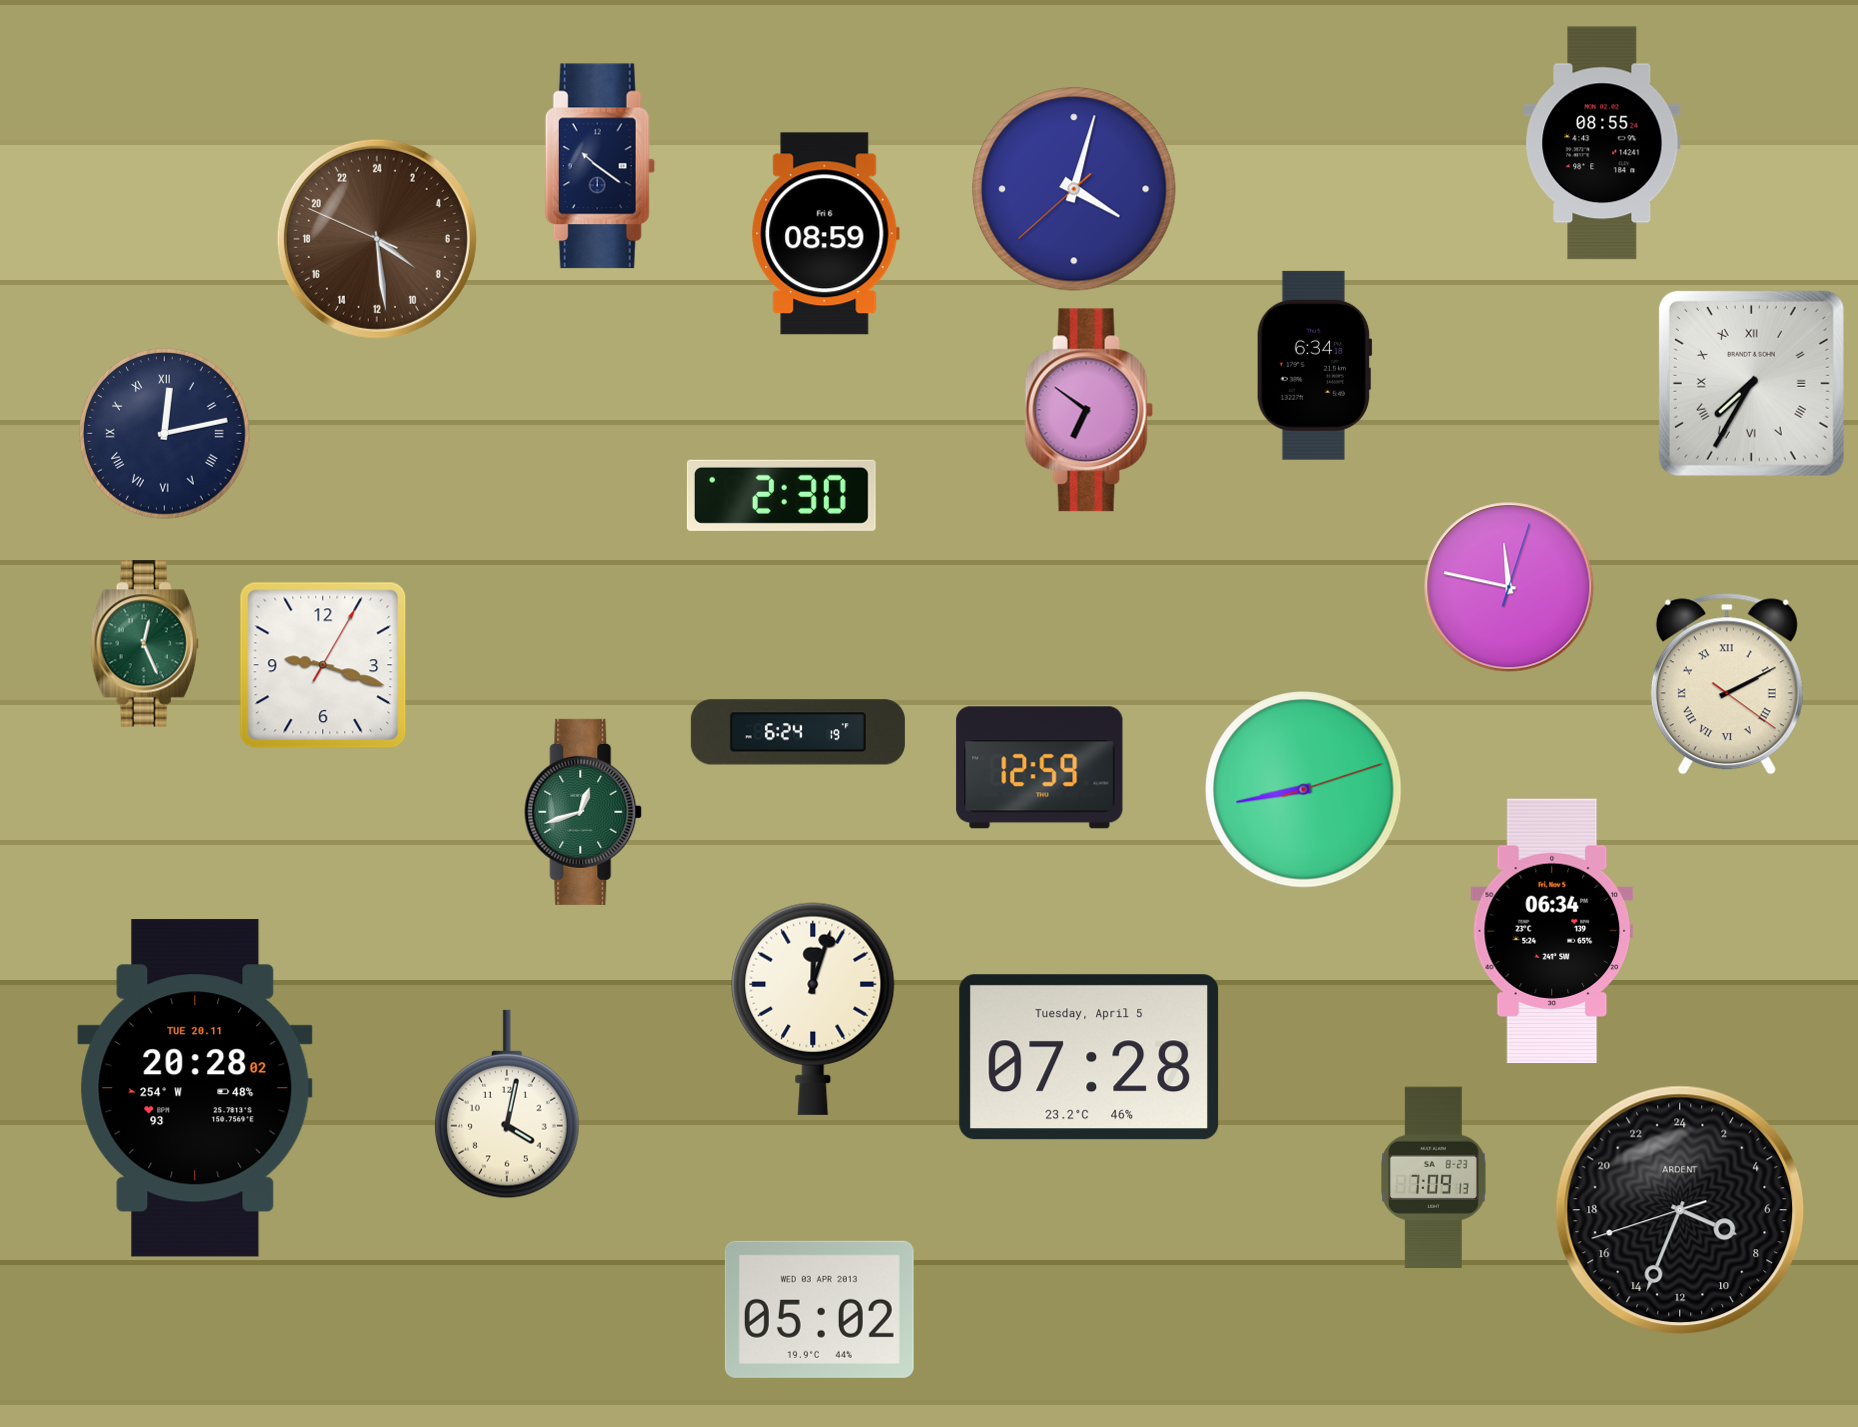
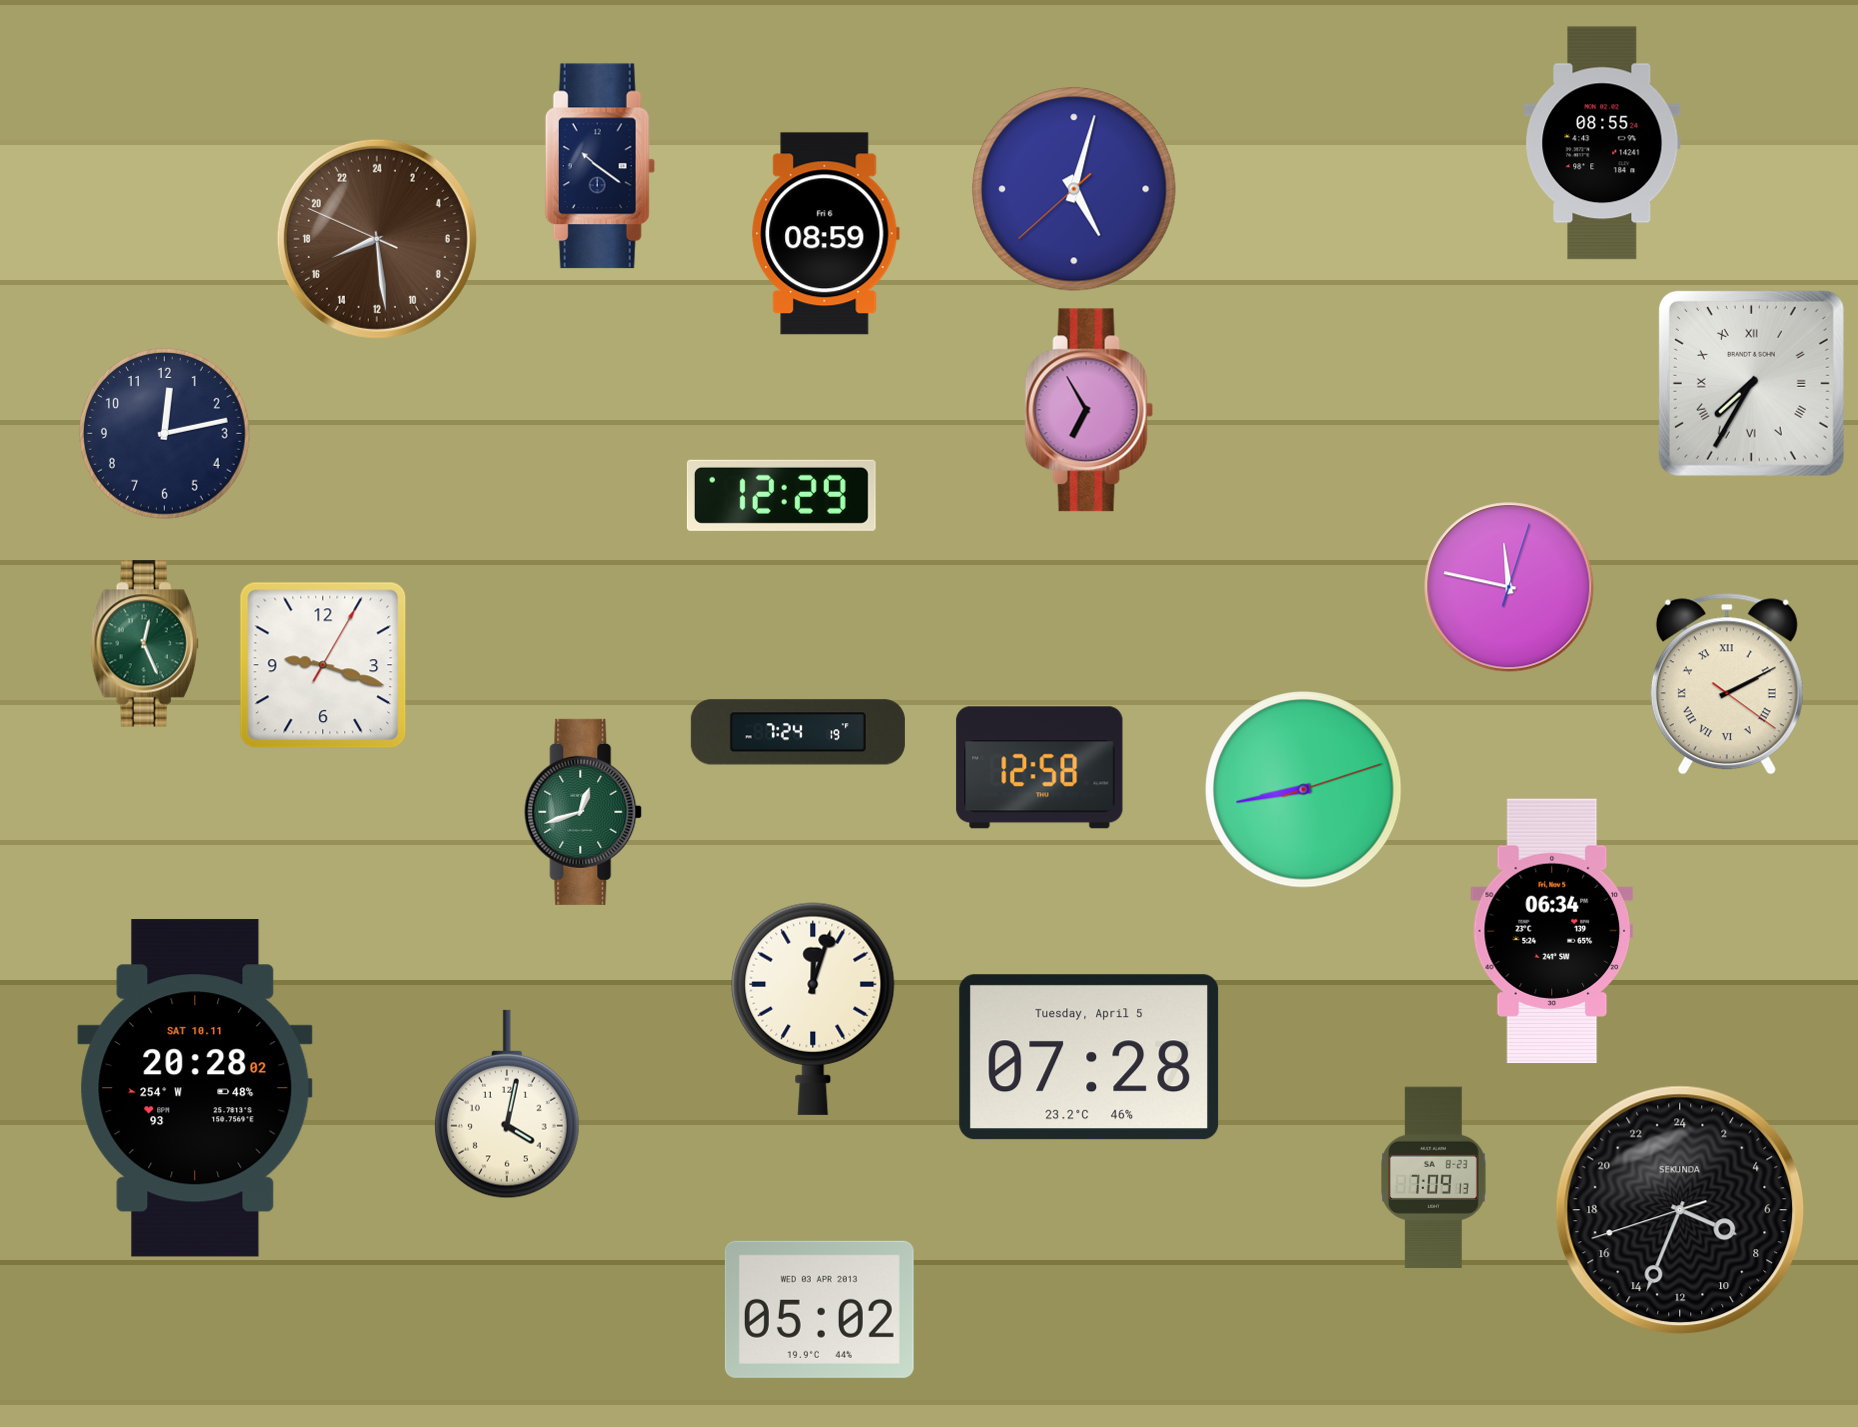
clock at (1074, 189): 4:02 -> 5:02
clock at (377, 239): 8:28 -> 16:28
clock at (1314, 365): 6:34 -> none
clock at (1089, 410): 6:51 -> 6:55
clock at (164, 433) numerals: Roman -> Arabic
clock at (781, 495): 2:30 -> 12:29
clock at (798, 732): 6:24 -> 7:24
clock at (1040, 768): 12:59 -> 12:58
clock at (195, 1088) date: TUE 20.11 -> SAT 10.11
clock at (1680, 1210) brand: ARDENT -> SEKUNDA
